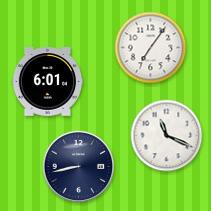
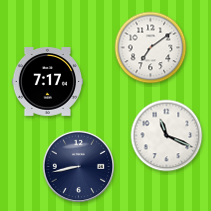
clock at (151, 48): 7:06 -> 7:09
clock at (47, 82): 6:01 -> 7:17
